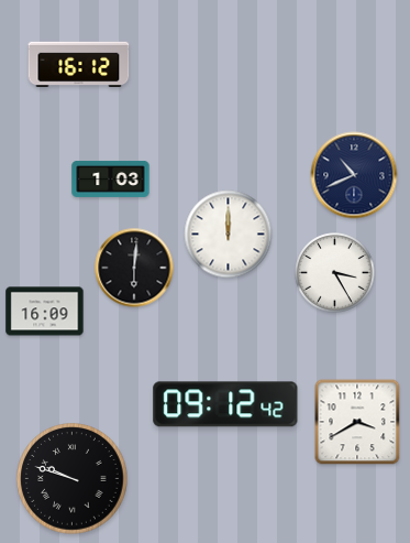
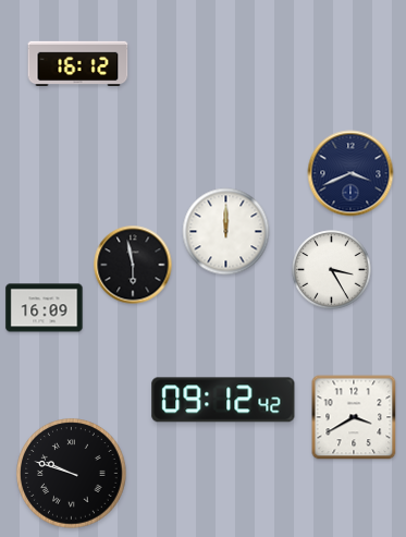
clock at (354, 175): 10:41 -> 3:41
clock at (111, 178): 1:03 -> none
clock at (134, 268): 6:01 -> 5:58
